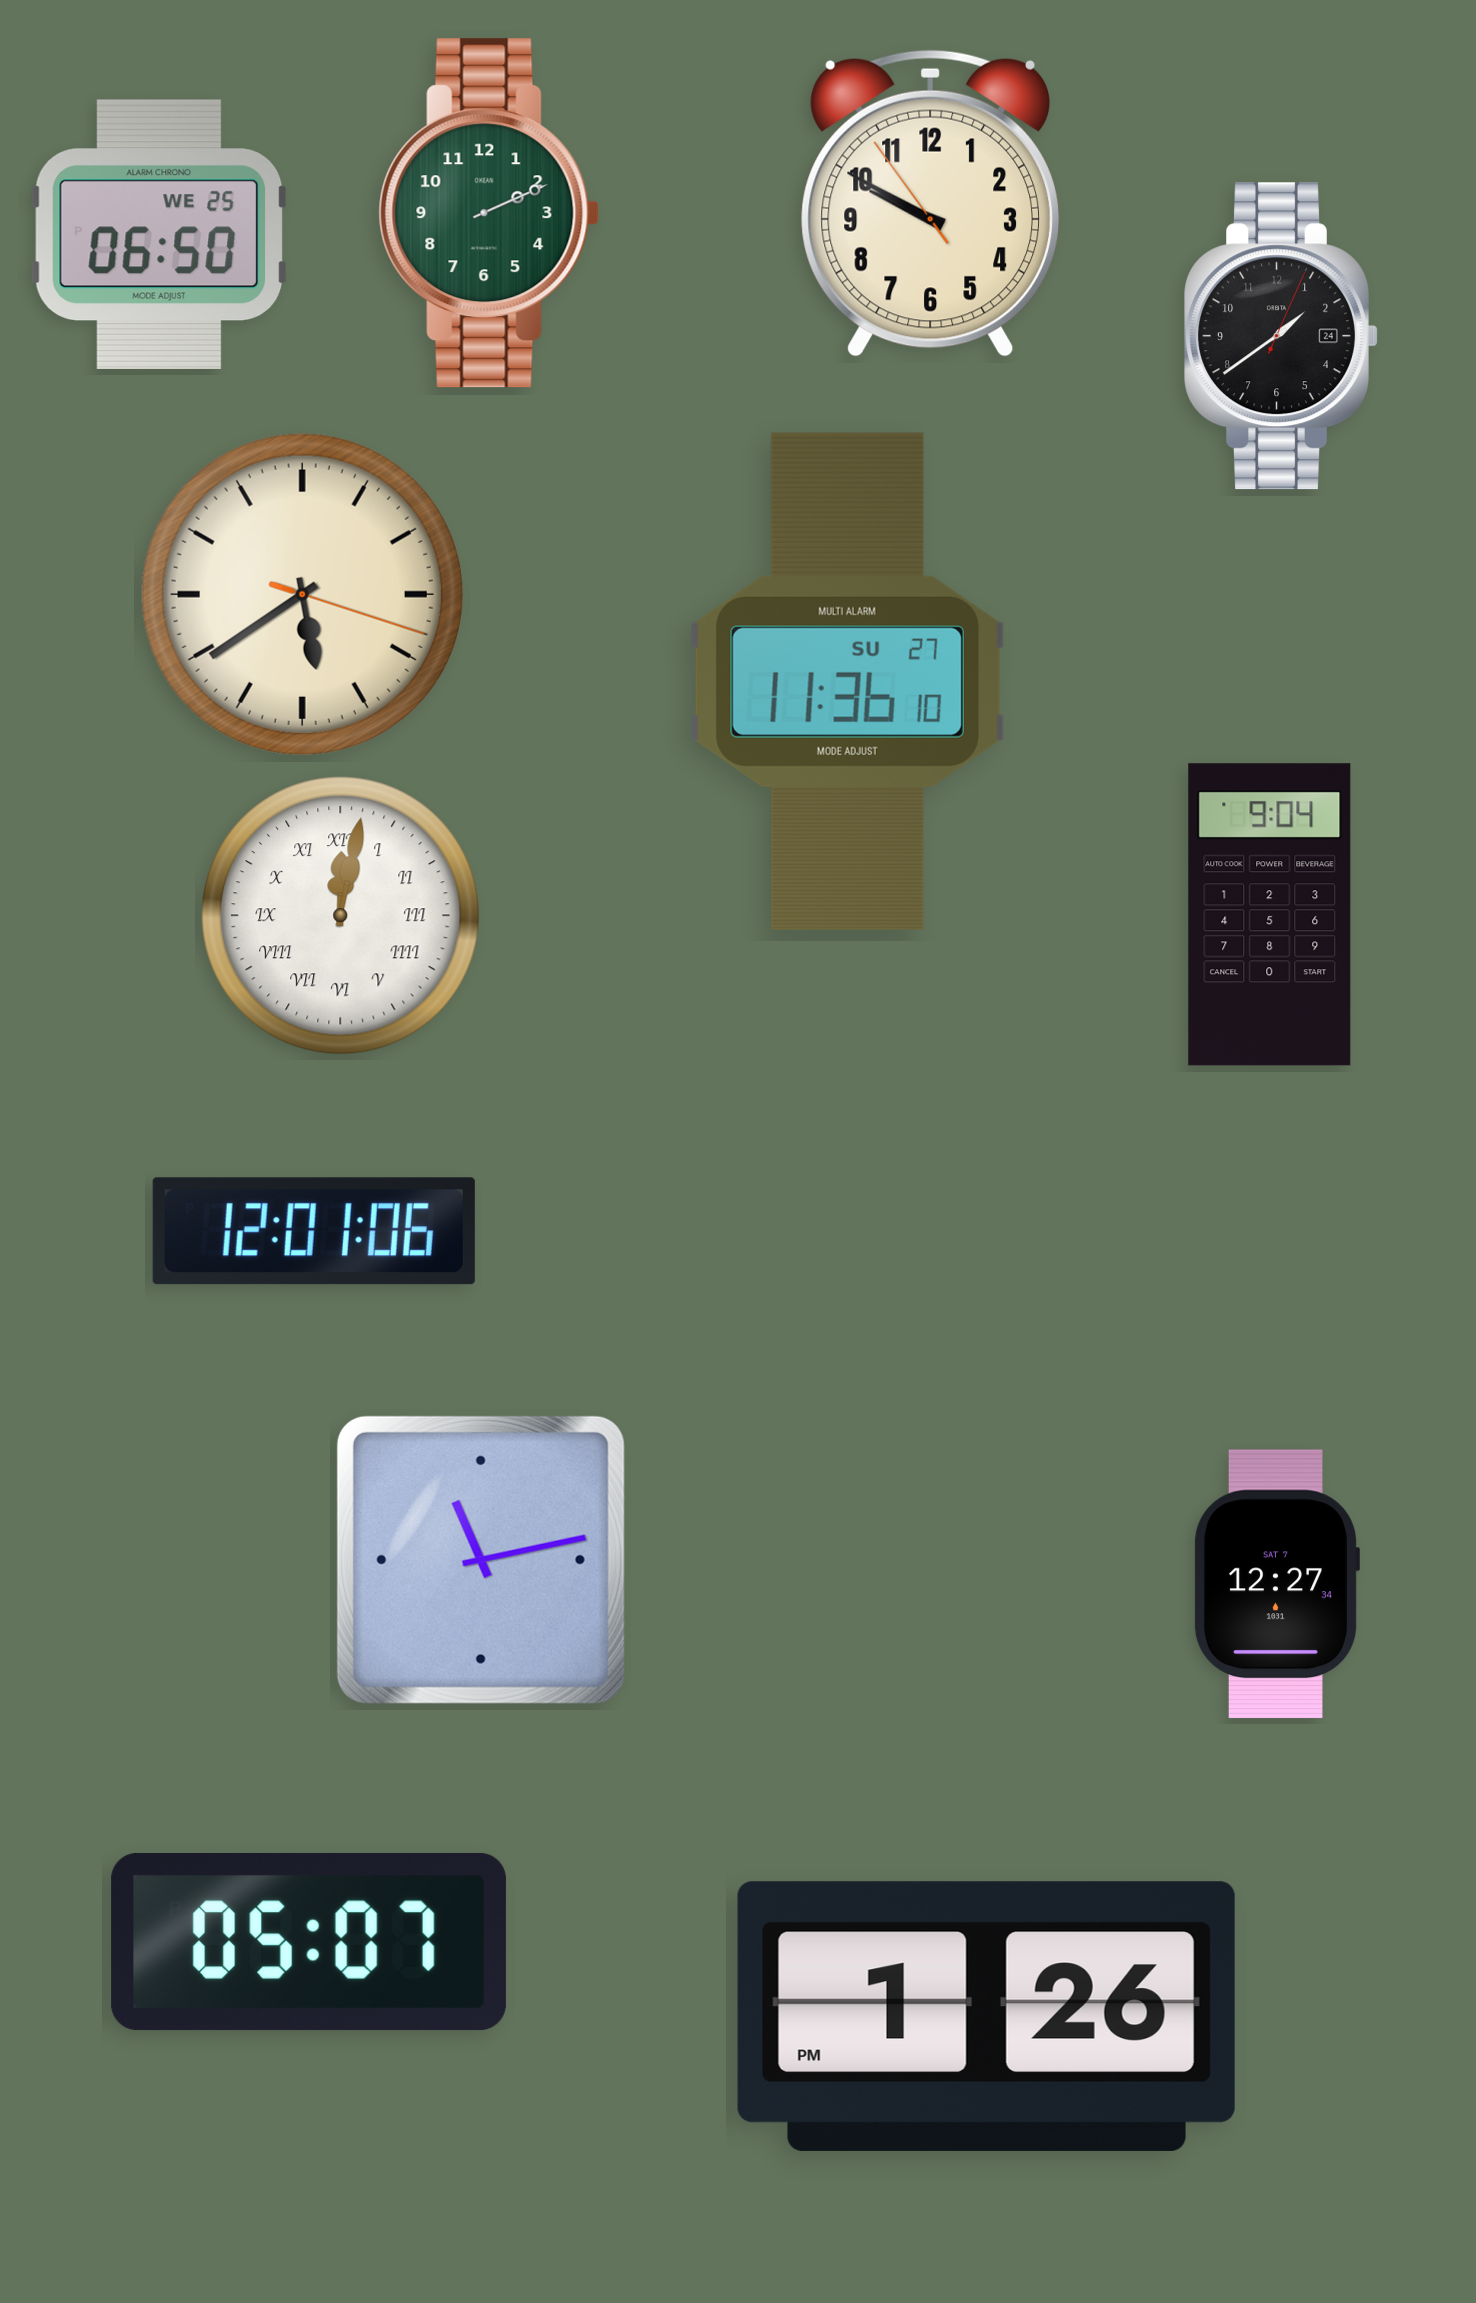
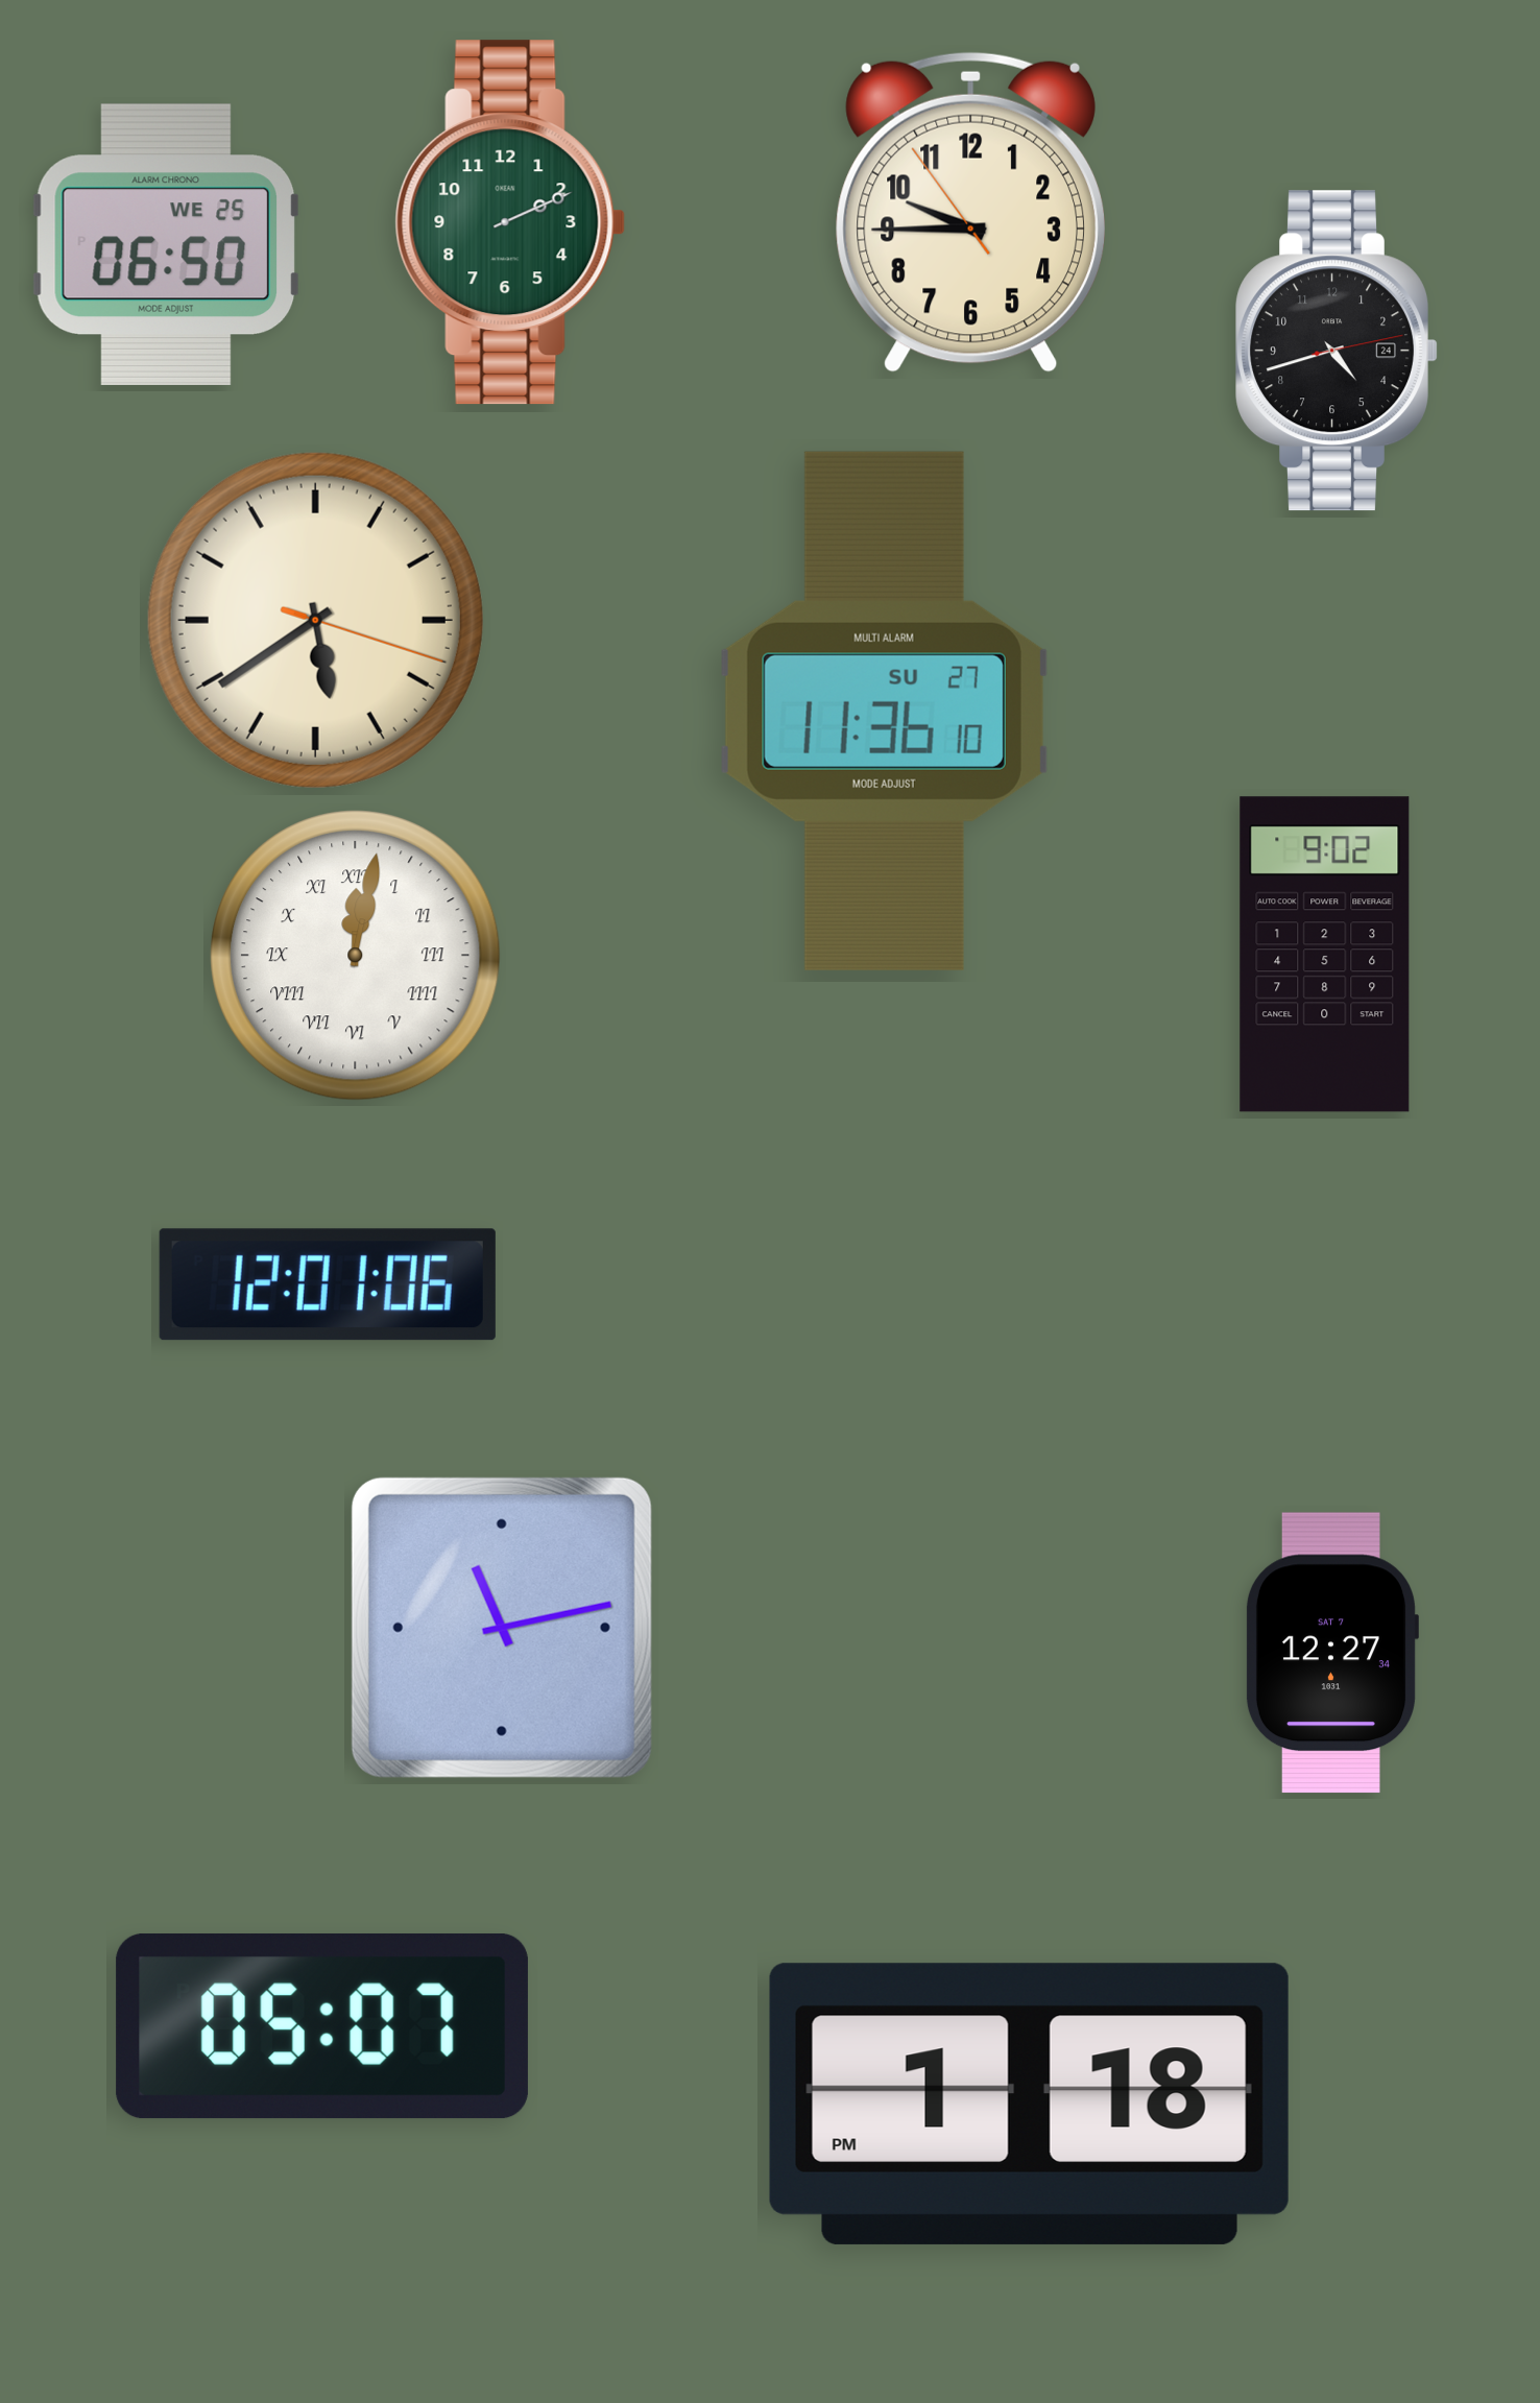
clock at (930, 203): 9:49 -> 9:44
clock at (1281, 336): 1:39 -> 4:42
clock at (1270, 915): 9:04 -> 9:02
clock at (986, 2016): 1:26 -> 1:18
